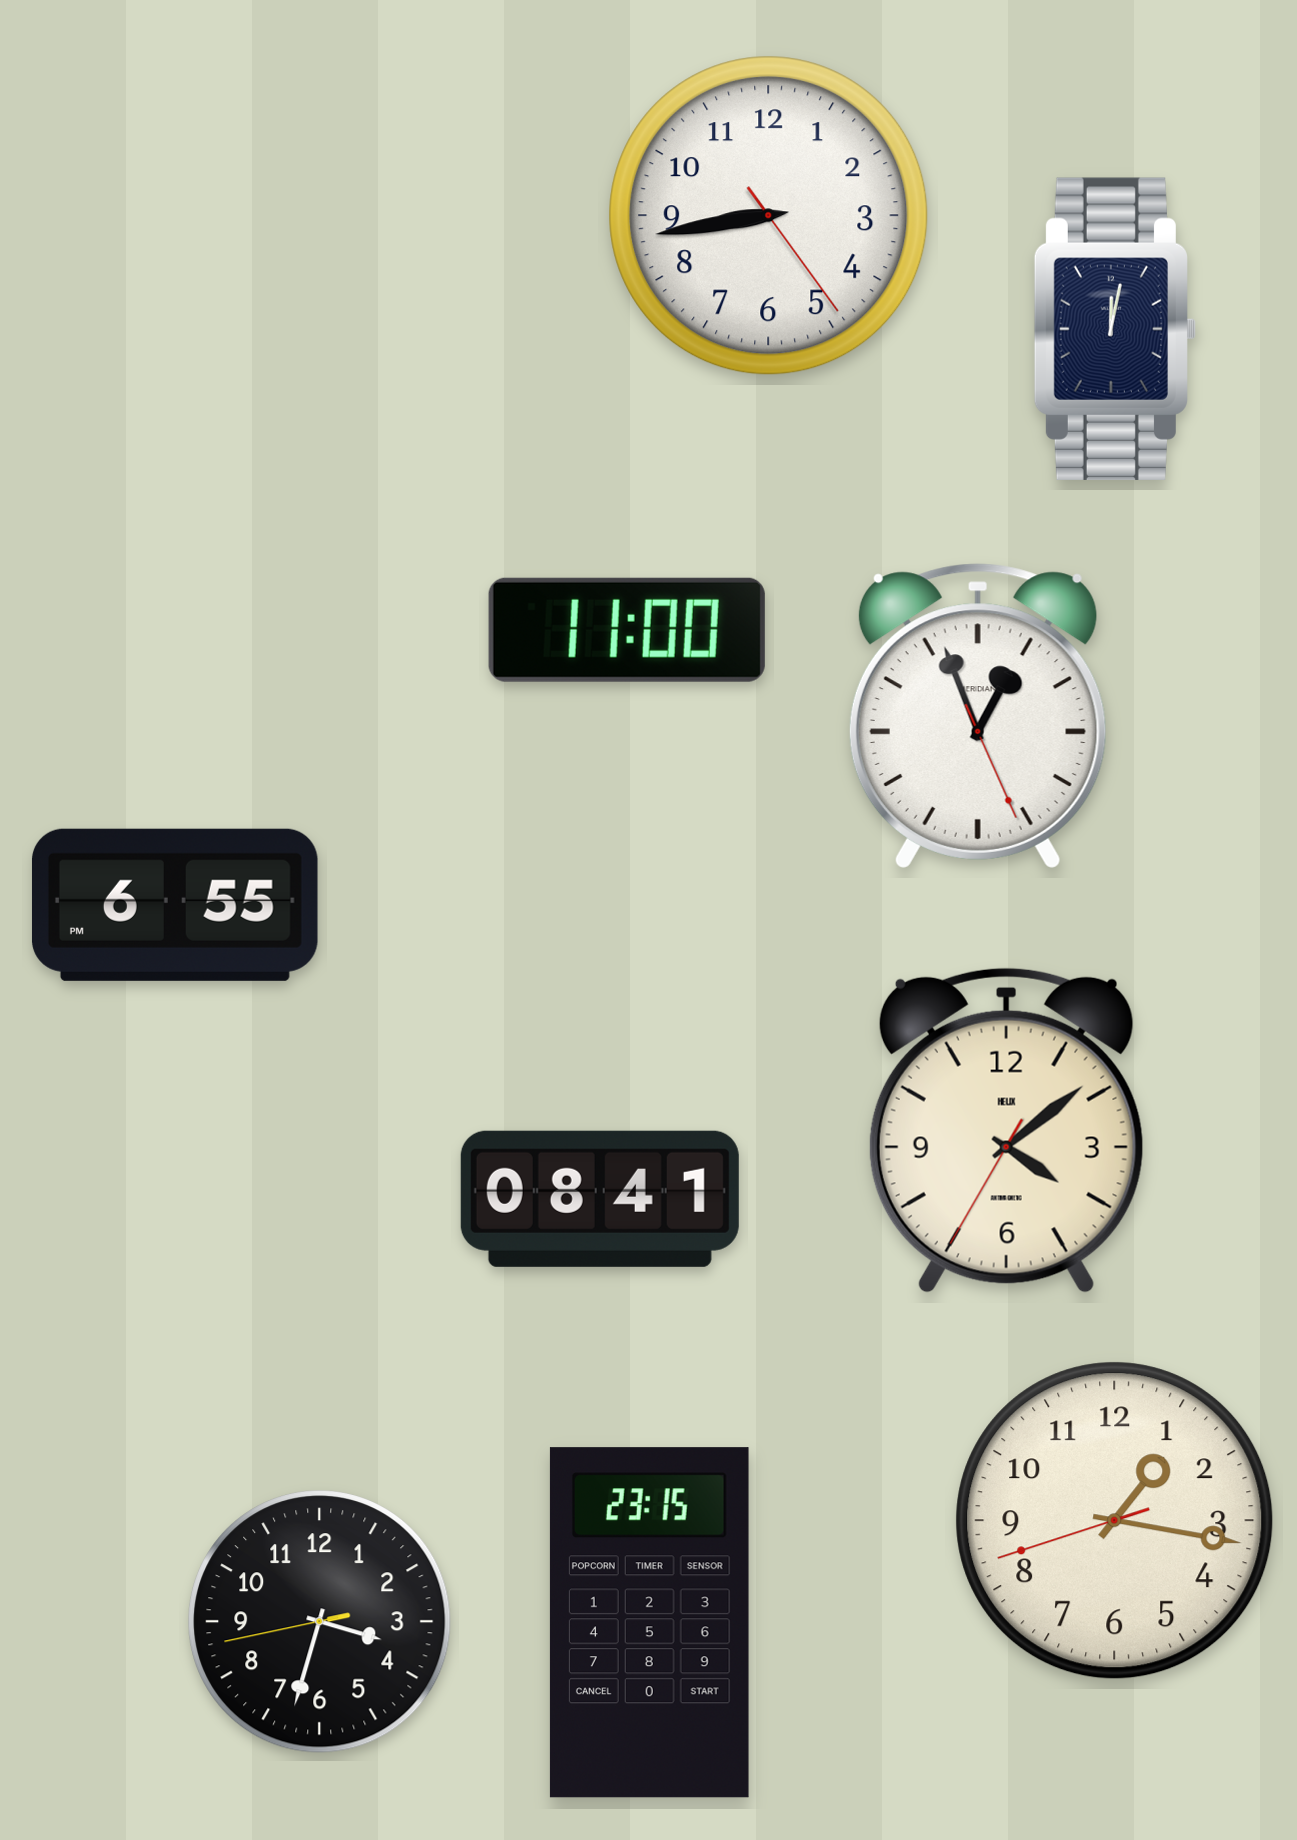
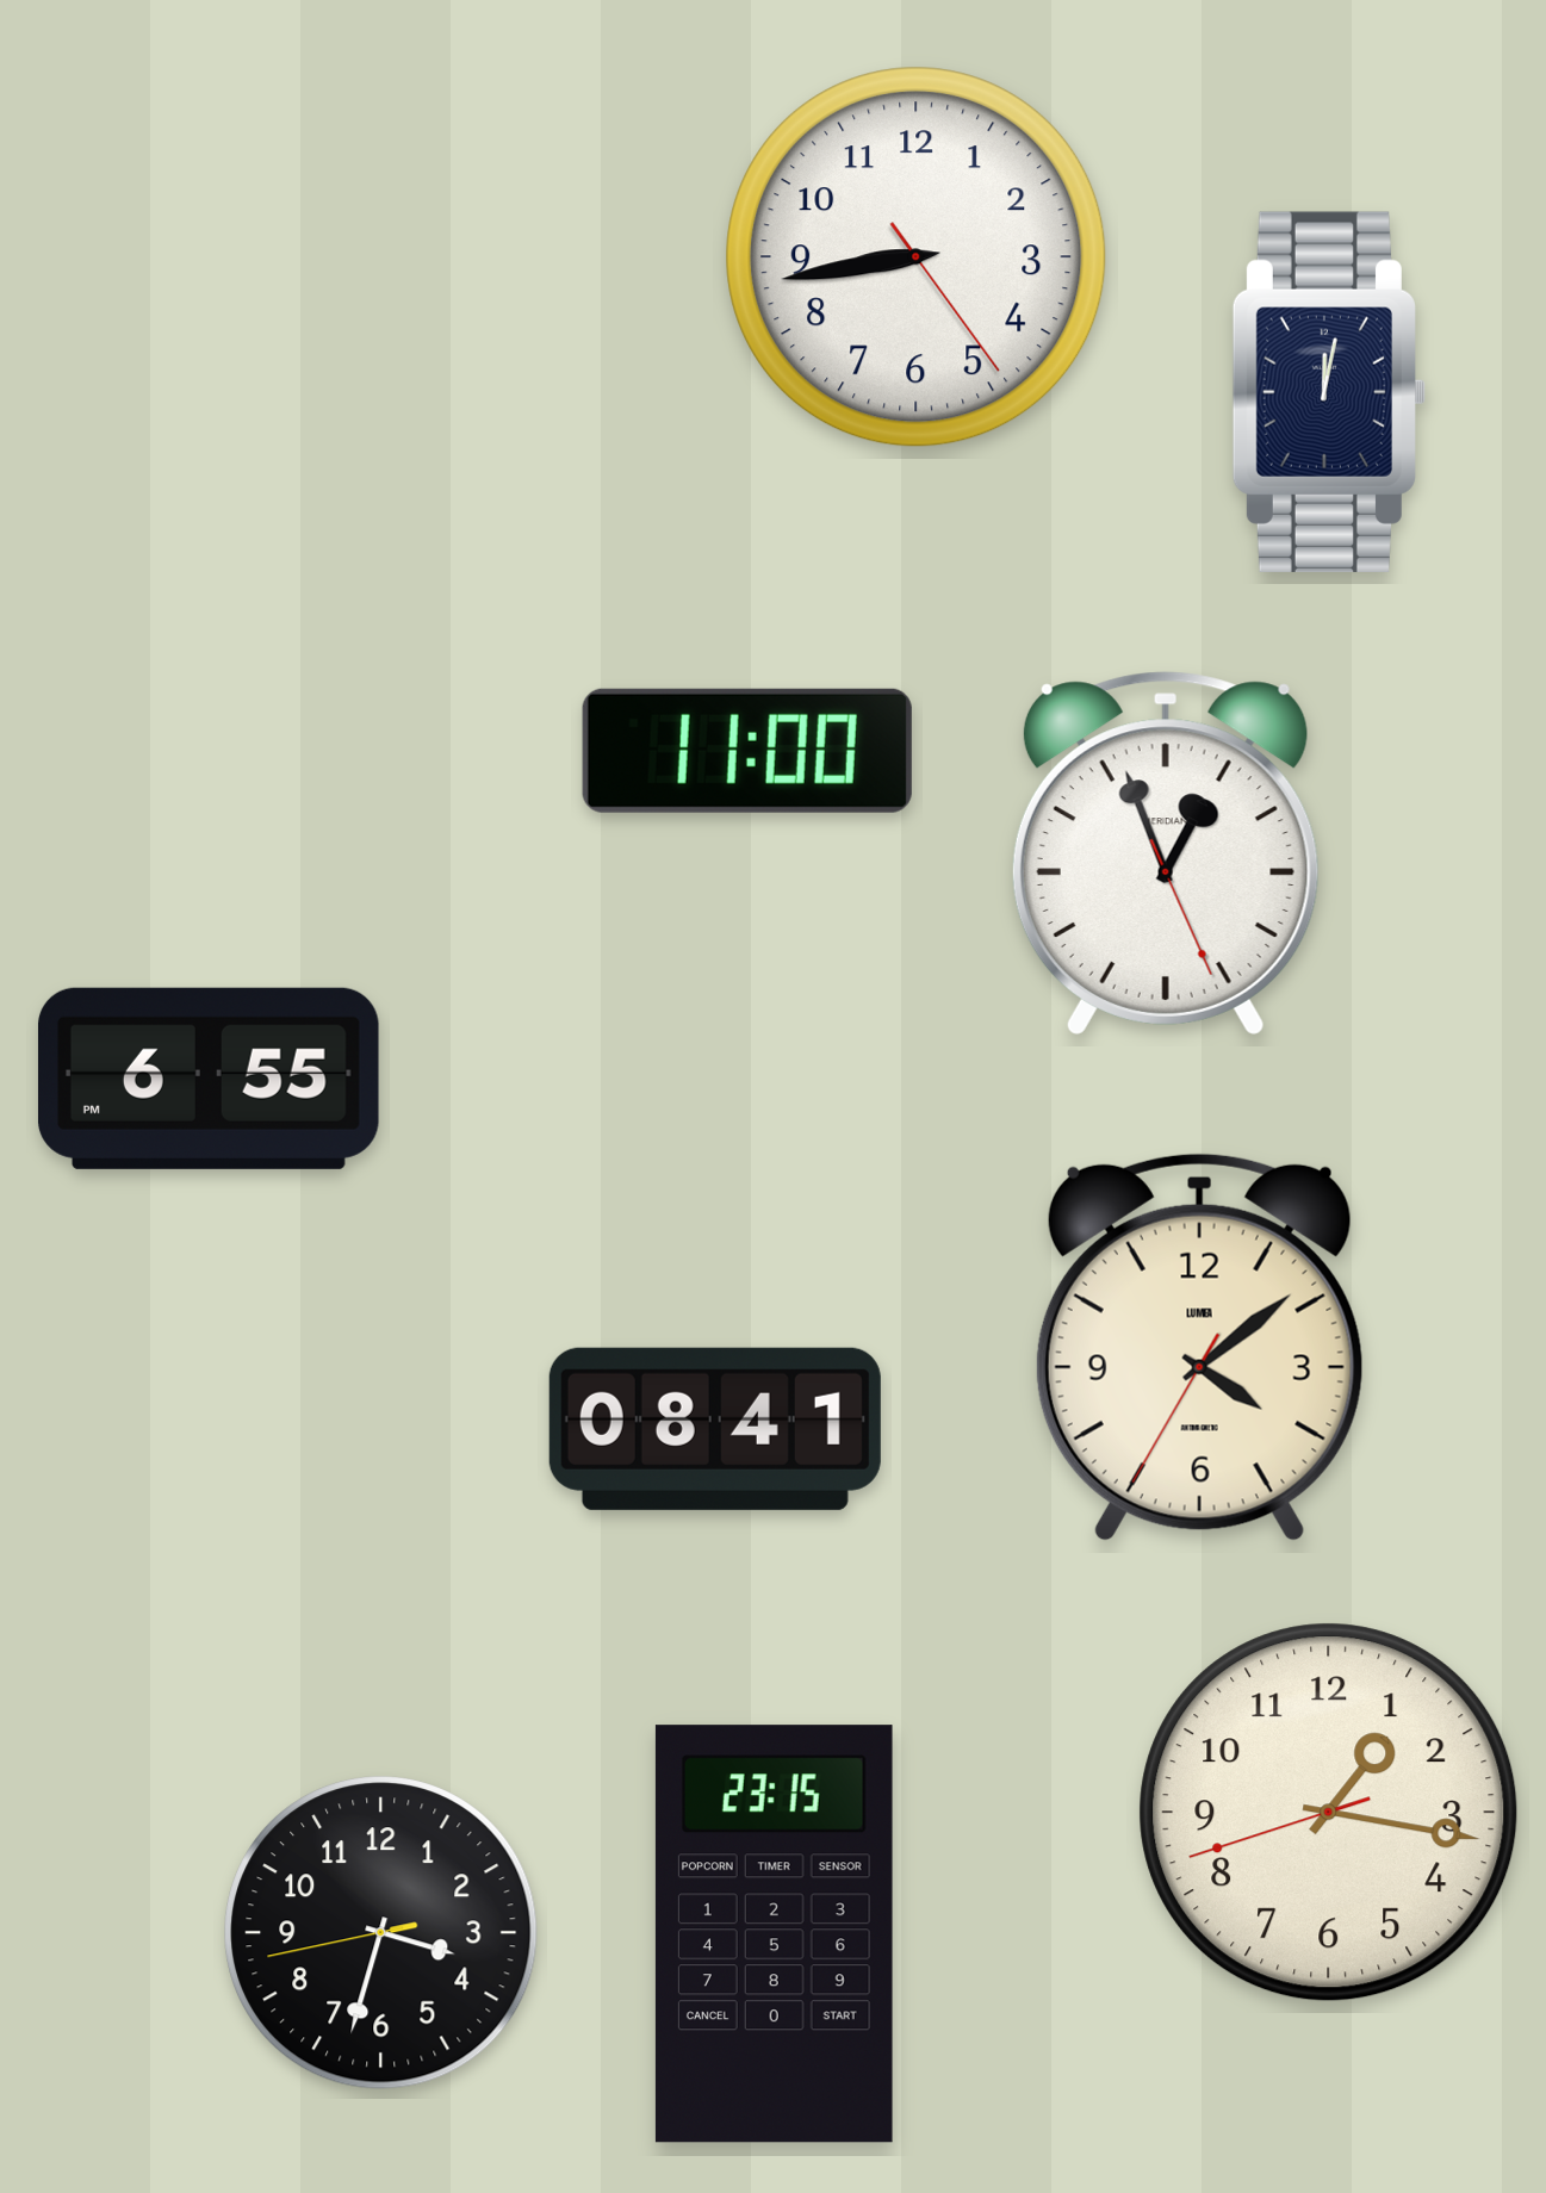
clock at (1006, 1130) brand: HELIX -> LUMEA
